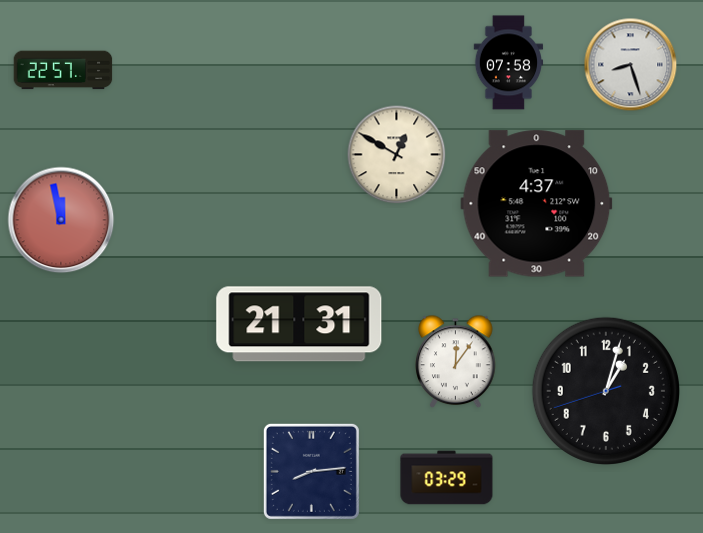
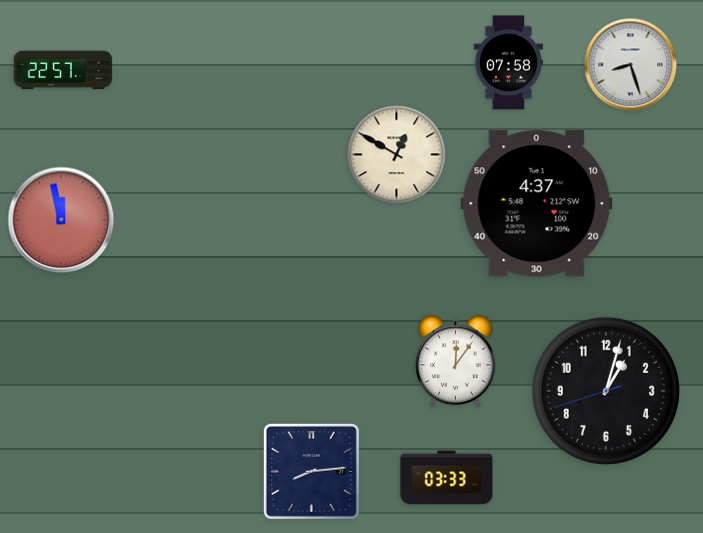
clock at (299, 324): 21:31 -> none
clock at (447, 478): 03:29 -> 03:33
